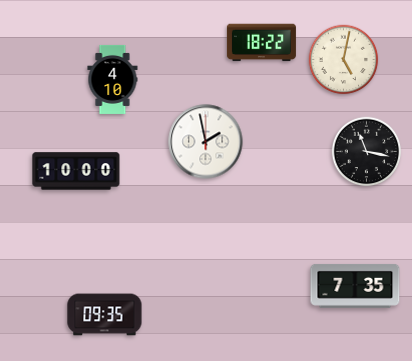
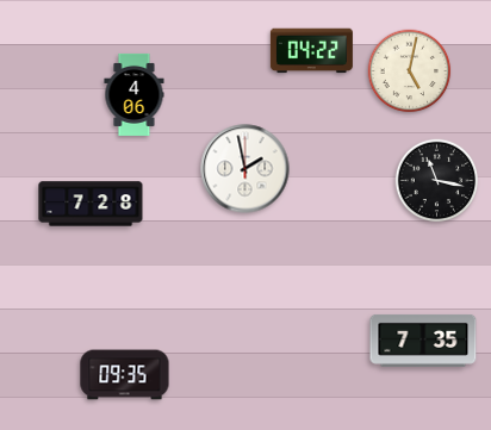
clock at (261, 43): 18:22 -> 04:22
clock at (113, 79): 4:10 -> 4:06
clock at (76, 171): 10:00 -> 7:28
